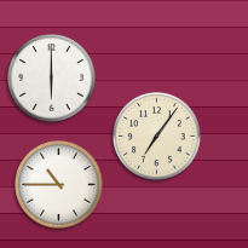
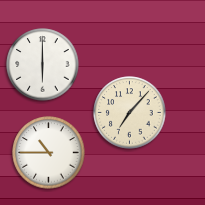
clock at (157, 137): 7:06 -> 7:07
